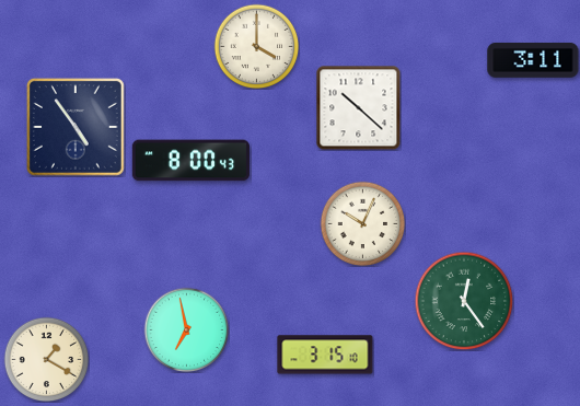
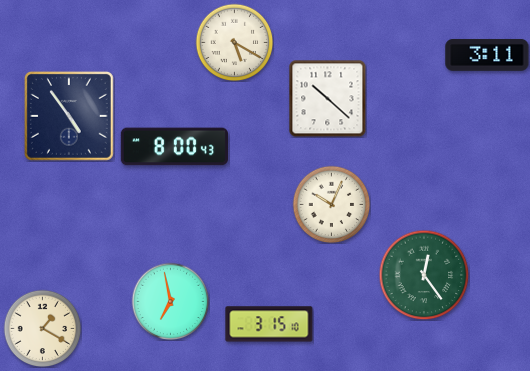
clock at (256, 46): 4:00 -> 5:20
clock at (325, 355) position: (325, 355) -> (269, 324)
